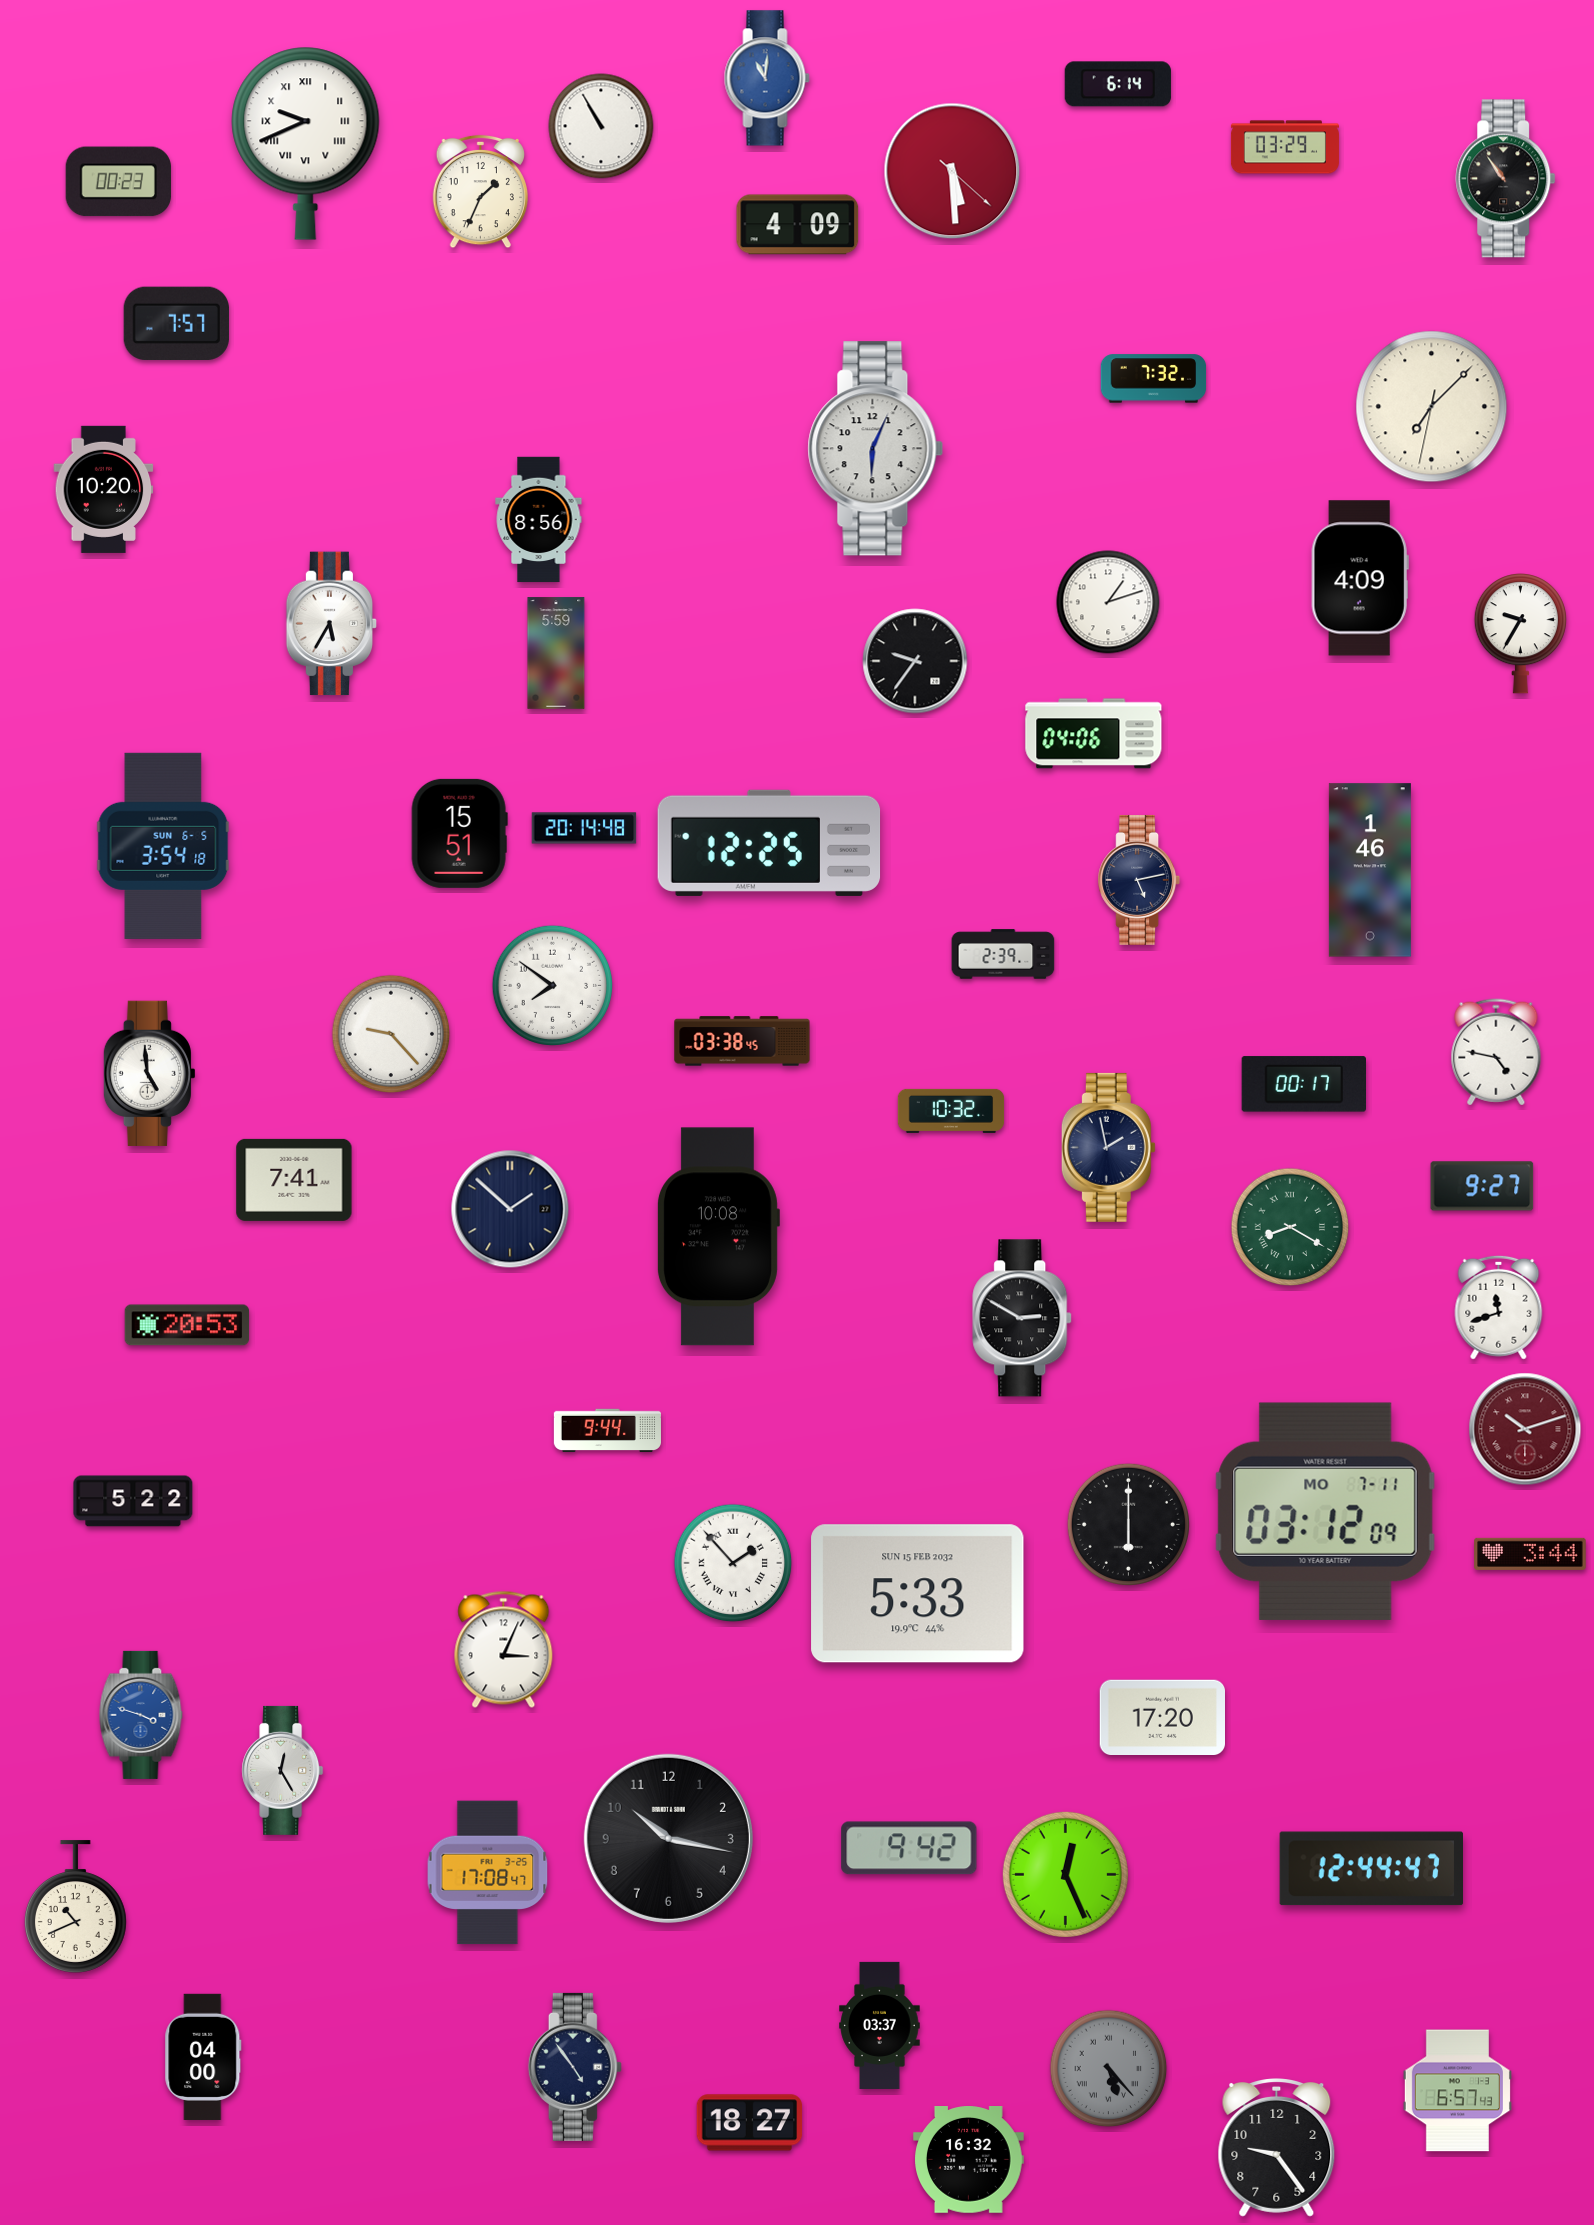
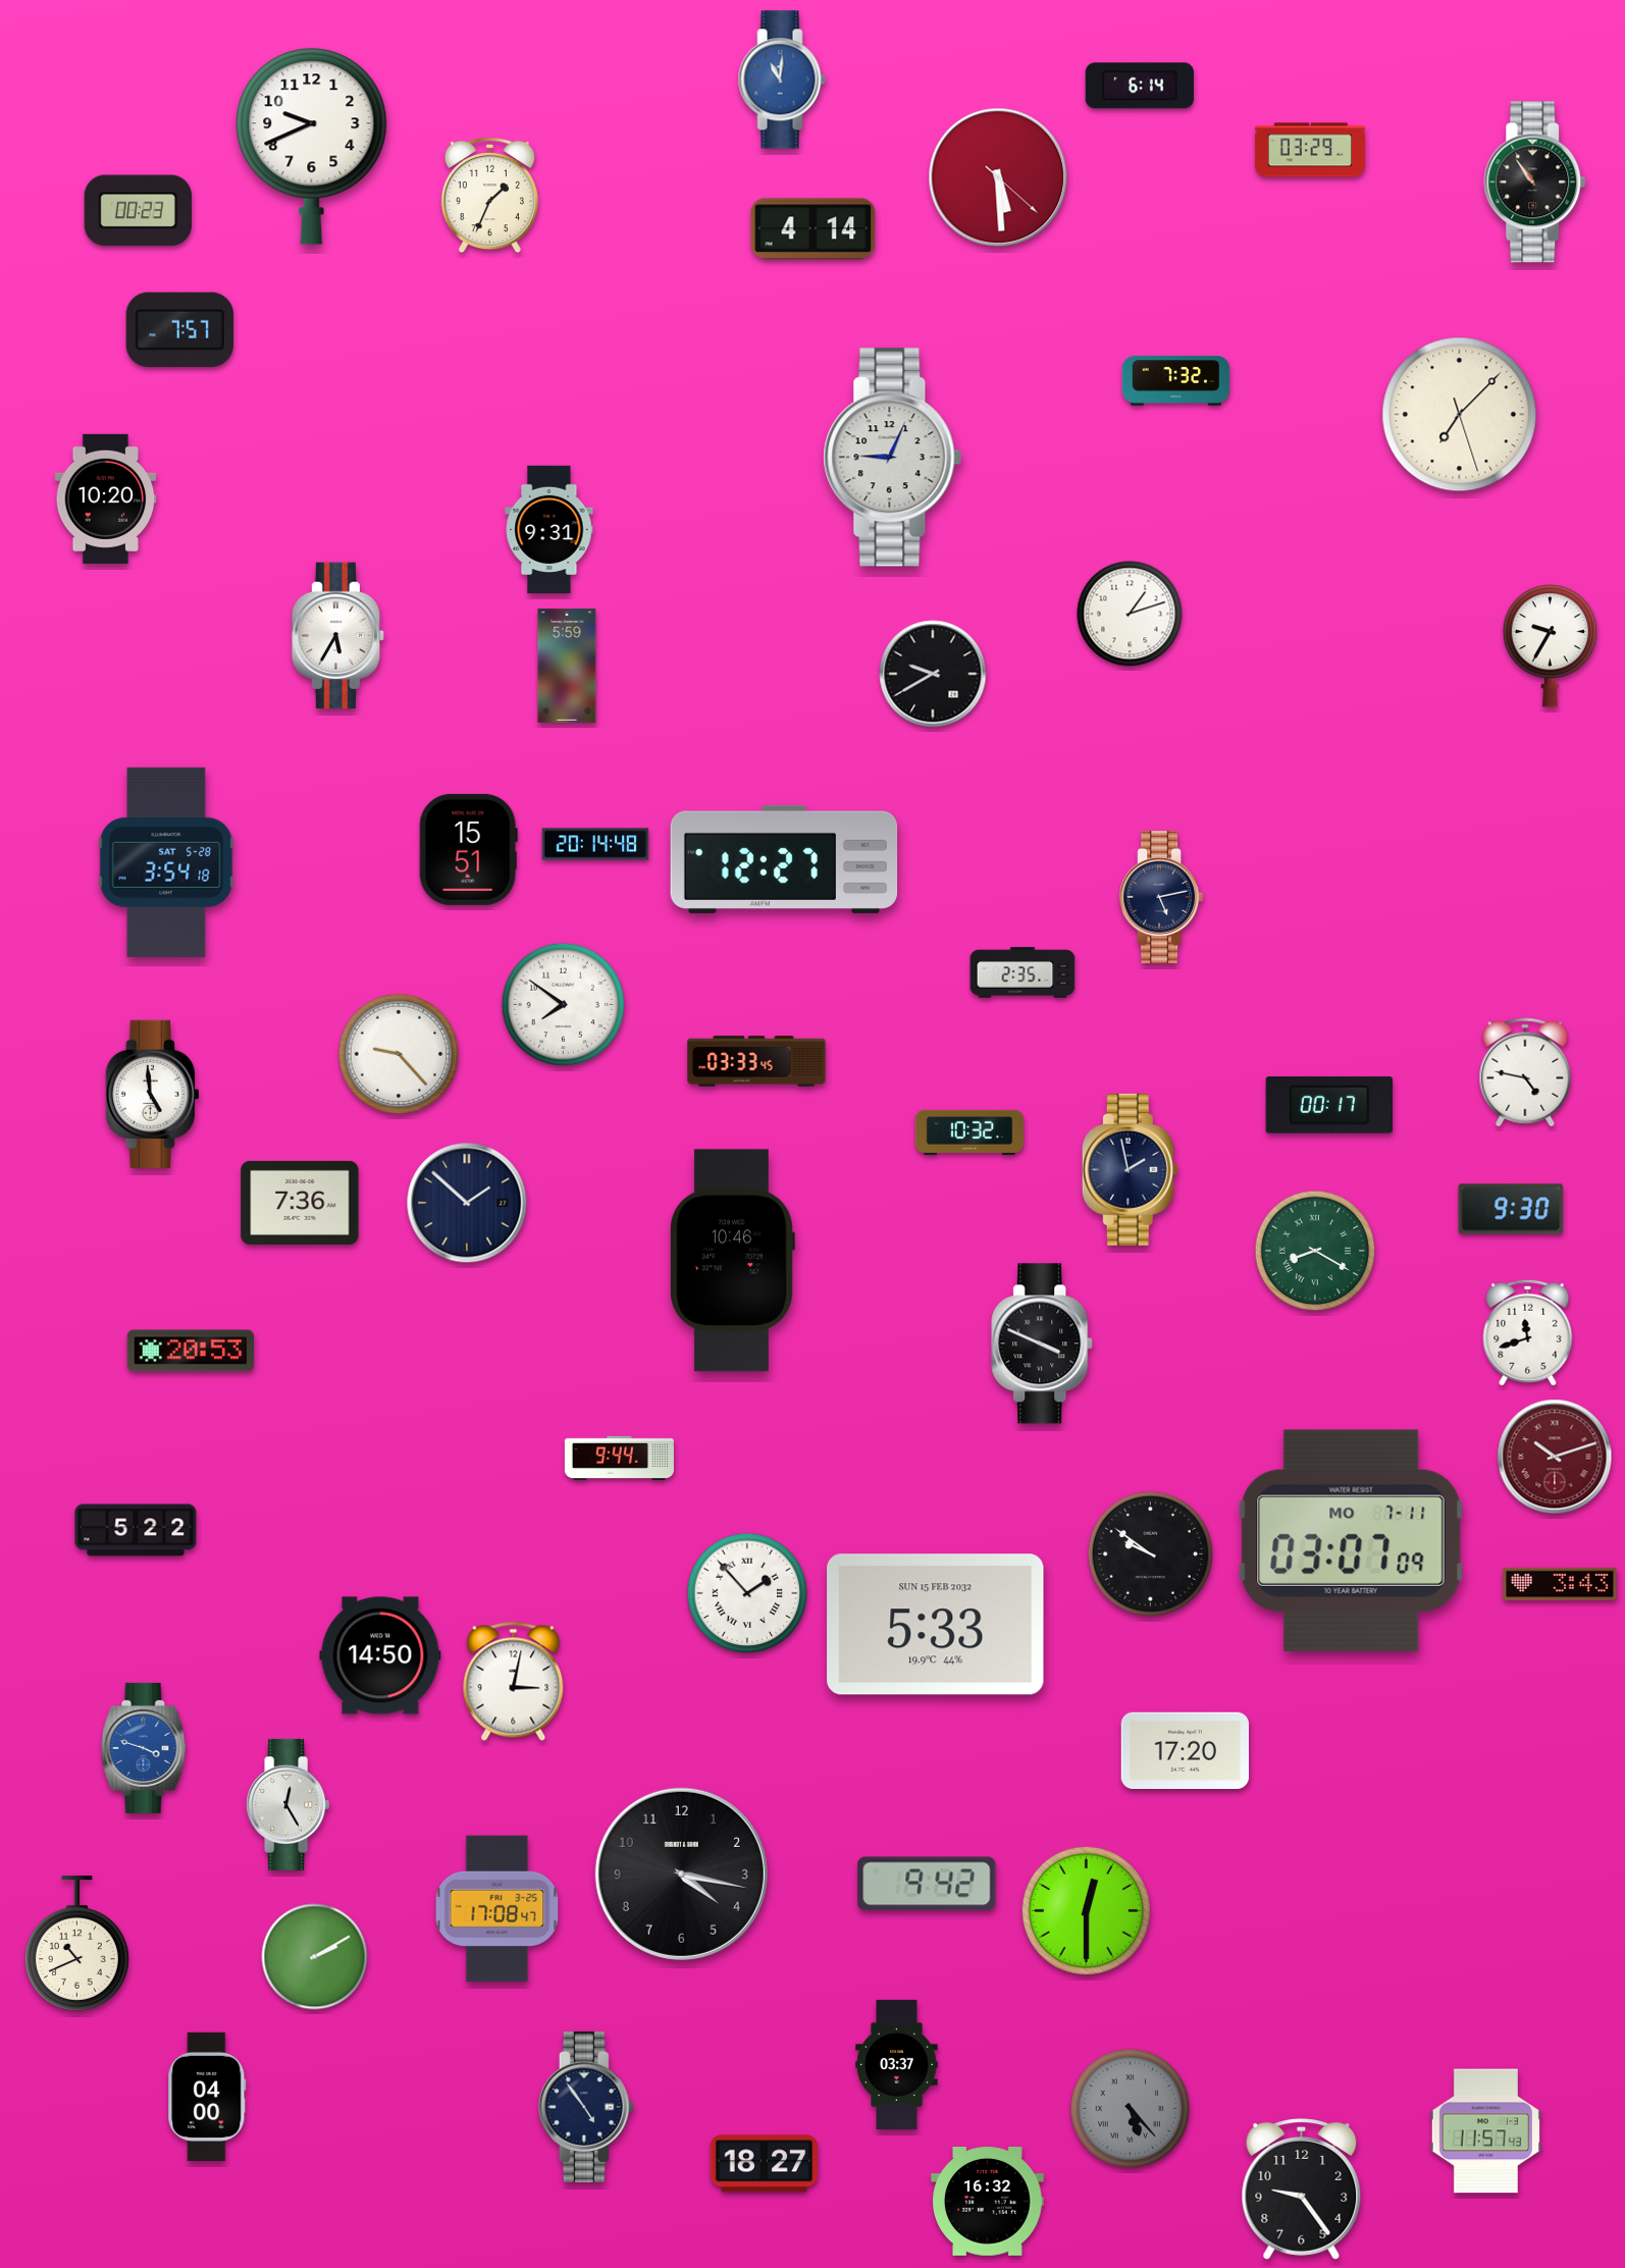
clock at (601, 126): 10:55 -> none
clock at (306, 143) numerals: Roman -> Arabic
clock at (952, 171) position: (952, 171) -> (998, 177)
clock at (118, 182) position: (118, 182) -> (138, 211)
clock at (798, 225): 4:09 -> 4:14
clock at (1154, 379) position: (1154, 379) -> (1176, 381)
clock at (1432, 407): 7:07:32 -> 7:07:27
clock at (876, 449): 6:04 -> 9:04
clock at (539, 520): 8:56 -> 9:31
clock at (1360, 578): 4:09 -> none
clock at (915, 661): 9:36 -> 9:40
clock at (1094, 734): 04:06 -> none
clock at (769, 843): 12:25 -> 12:27
clock at (163, 846) date: SUN 6-5 -> SAT 5-28
clock at (1370, 870): 1:46 -> none
clock at (1003, 954): 2:39 -> 2:35
clock at (742, 1041): 03:38 -> 03:33
clock at (294, 1180): 7:41 -> 7:36
clock at (1482, 1186): 9:27 -> 9:30
clock at (510, 1209) position: (510, 1209) -> (467, 1203)
clock at (718, 1237): 10:08 -> 10:46
clock at (1023, 1318): 2:50 -> 3:49
clock at (1326, 1511): 03:12 -> 03:07
clock at (1128, 1524): 6:00 -> 9:51
clock at (1530, 1554): 3:44 -> 3:43
clock at (380, 1655): none -> 14:50
clock at (504, 1649): 3:04 -> 3:02
clock at (668, 1838): 10:17 -> 4:17
clock at (1371, 1869): 12:44 -> none
clock at (1065, 1874): 12:26 -> 12:30
clock at (315, 1957): none -> 2:10
clock at (1457, 2091): 6:57 -> 11:57
